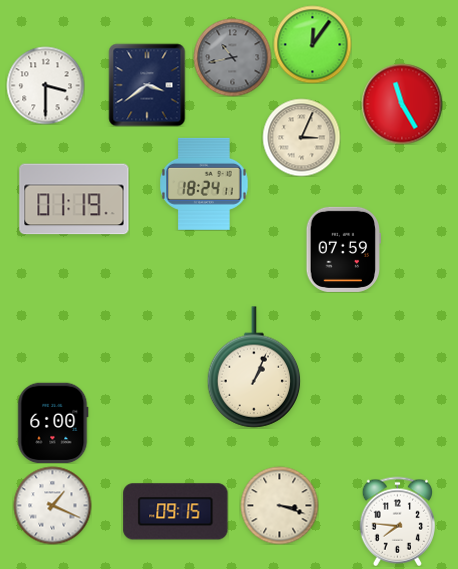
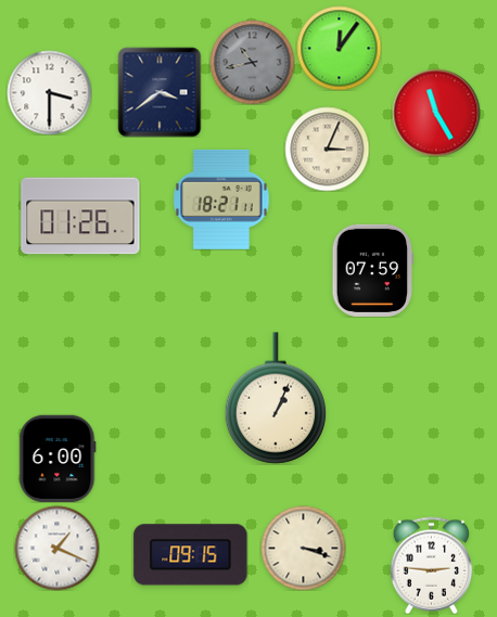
clock at (204, 184): 18:24 -> 18:21
clock at (74, 199): 01:19 -> 01:26
clock at (397, 521): 7:46 -> 2:46
